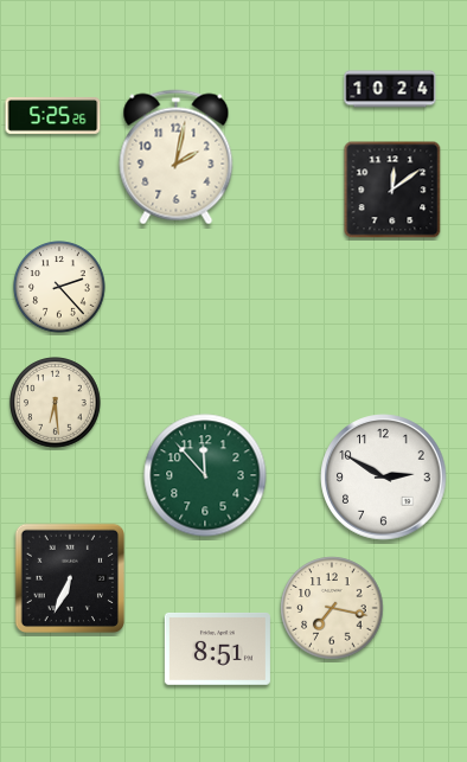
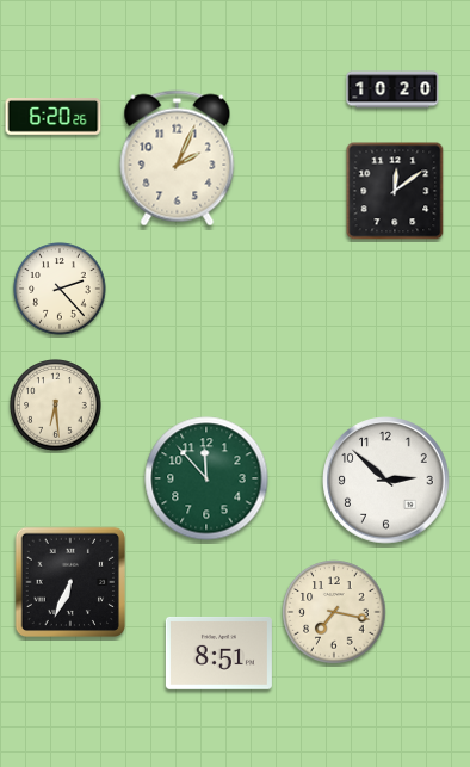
clock at (390, 89): 10:24 -> 10:20
clock at (53, 116): 5:25 -> 6:20
clock at (177, 158): 2:02 -> 2:04
clock at (384, 478): 2:50 -> 2:52
